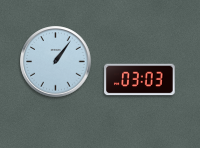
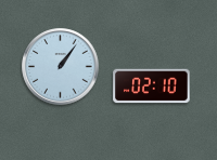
clock at (140, 80): 03:03 -> 02:10
